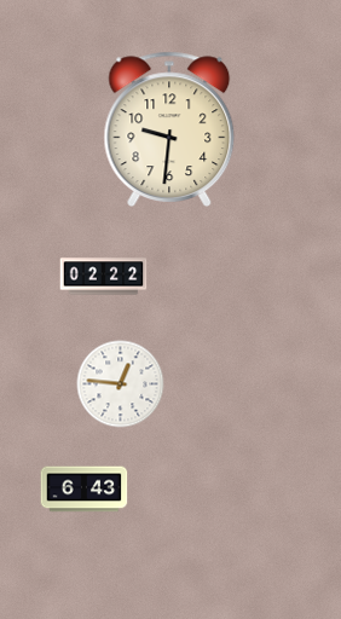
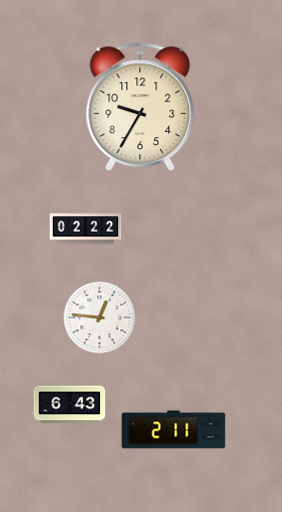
clock at (169, 128): 9:31 -> 9:35
clock at (174, 430): none -> 2:11
